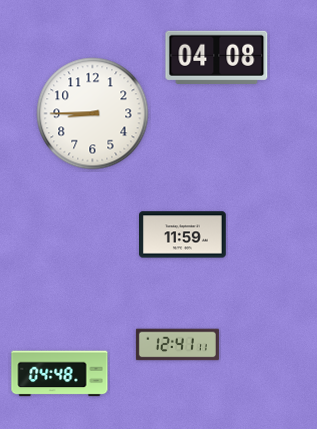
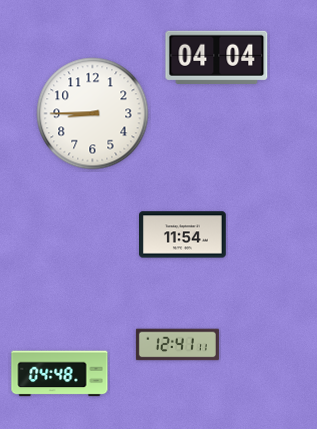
clock at (217, 57): 04:08 -> 04:04
clock at (183, 235): 11:59 -> 11:54
